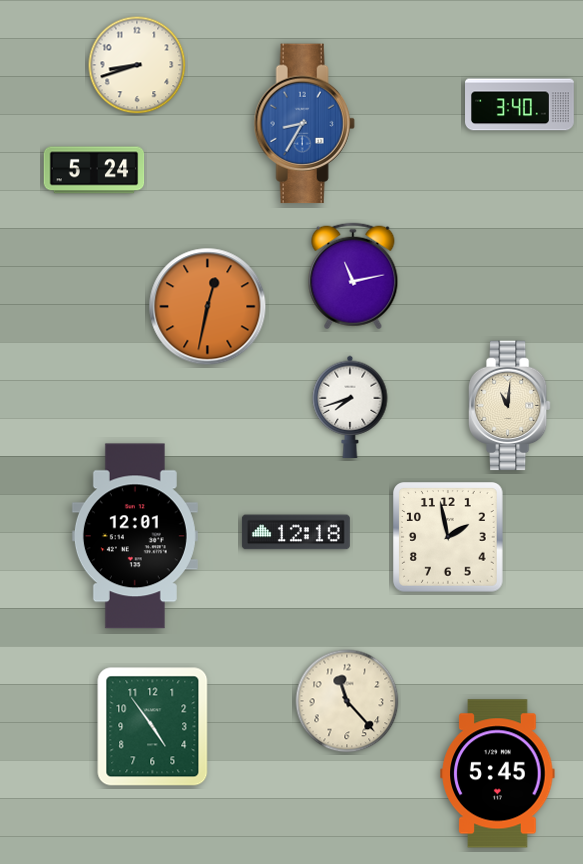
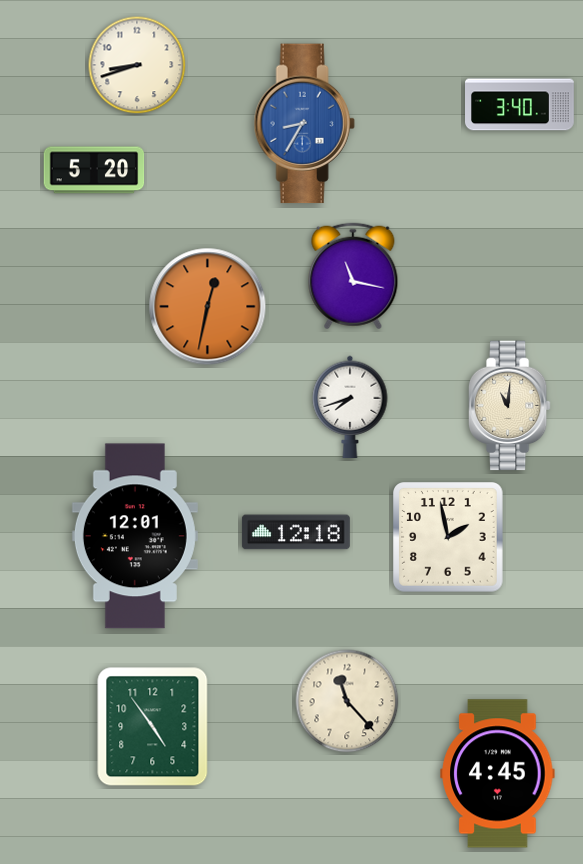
clock at (94, 170): 5:24 -> 5:20
clock at (353, 276): 11:13 -> 11:17
clock at (498, 774): 5:45 -> 4:45
